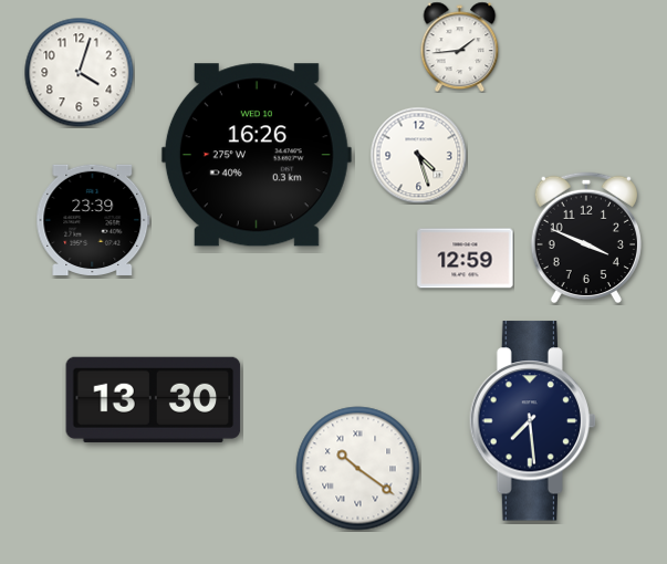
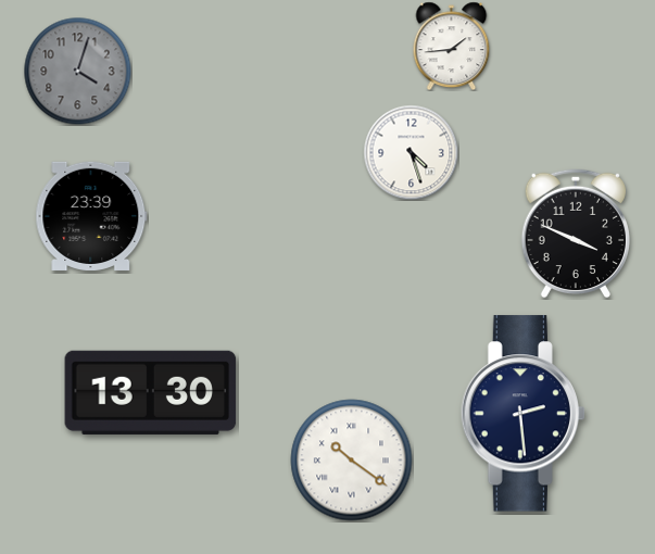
clock at (80, 73) dial: white -> grey
clock at (257, 155): 16:26 -> none
clock at (466, 259): 12:59 -> none
clock at (533, 421): 7:29 -> 2:29
